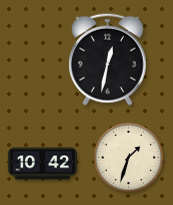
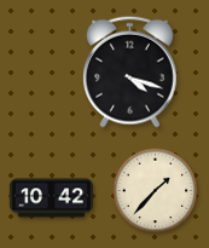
clock at (108, 59): 12:32 -> 4:18
clock at (129, 158): 1:33 -> 1:37
